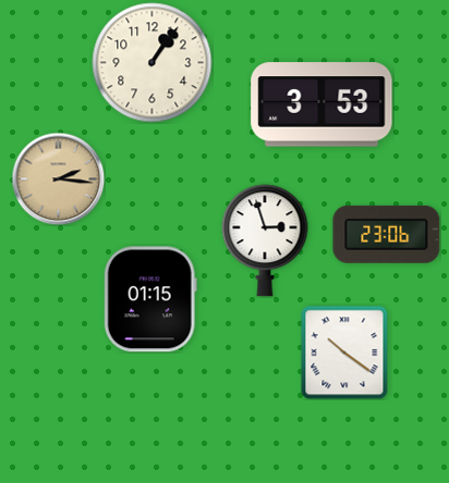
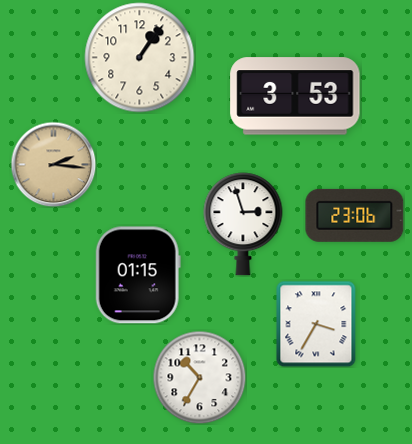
clock at (265, 240) position: (265, 240) -> (243, 224)
clock at (344, 352): 10:21 -> 3:35
clock at (199, 377): none -> 10:35
